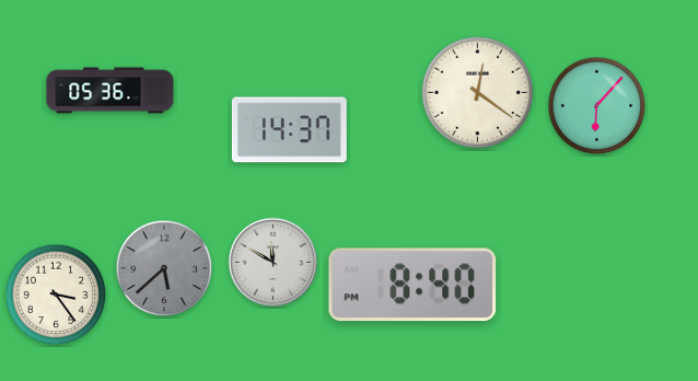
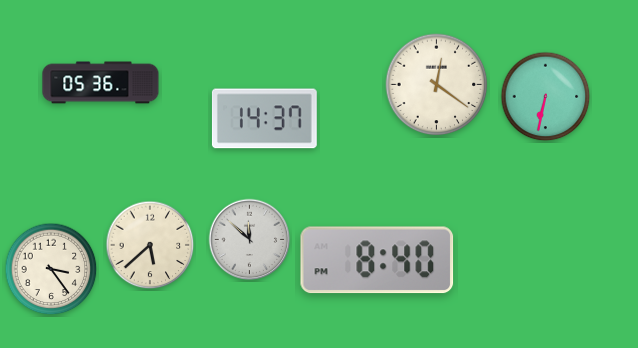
clock at (597, 106): 6:07 -> 6:32
clock at (274, 263): 11:50 -> 11:52
clock at (164, 268) dial: grey -> cream
